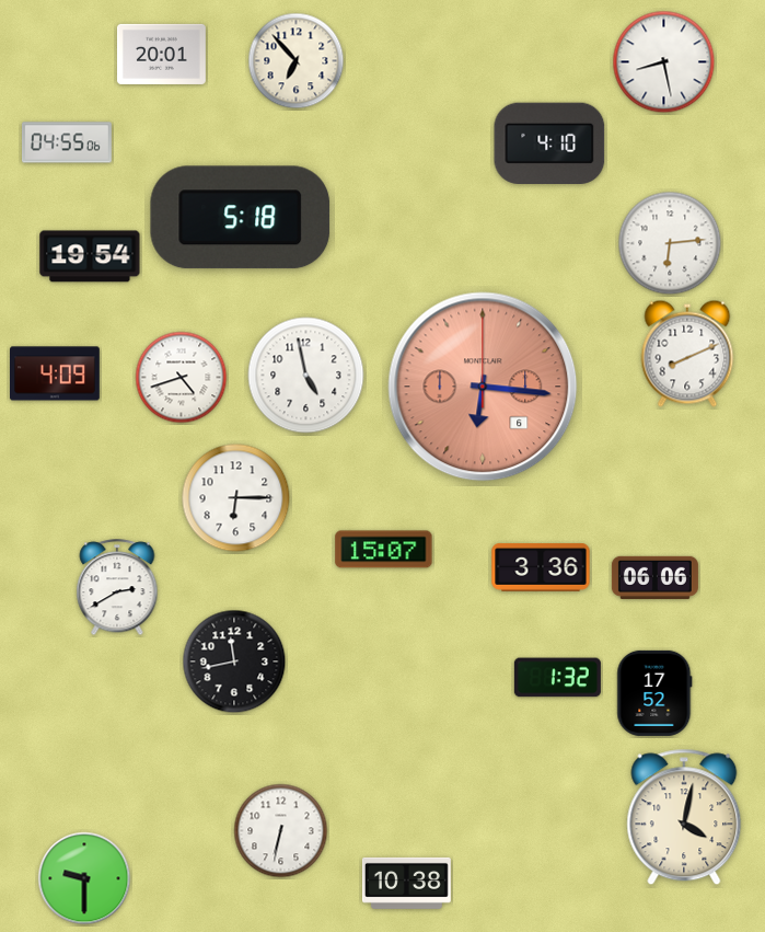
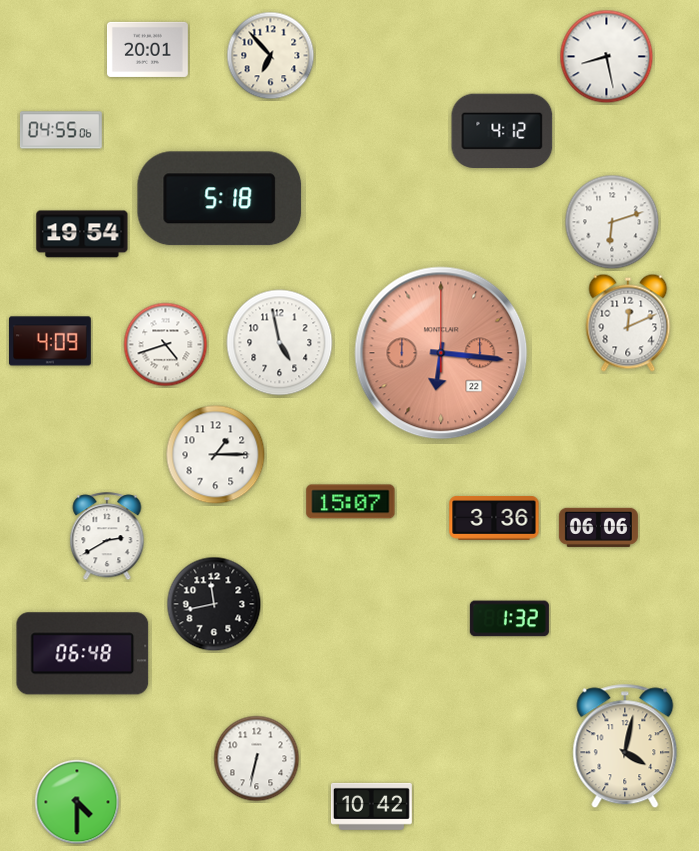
clock at (549, 143): 4:10 -> 4:12
clock at (670, 243): 6:14 -> 6:12
clock at (687, 354): 8:11 -> 12:11
clock at (483, 387) date: 6 -> 22
clock at (236, 498): 6:15 -> 1:15
clock at (654, 693): 17:52 -> none
clock at (83, 654): none -> 06:48
clock at (84, 878): 9:30 -> 4:30
clock at (406, 883): 10:38 -> 10:42
